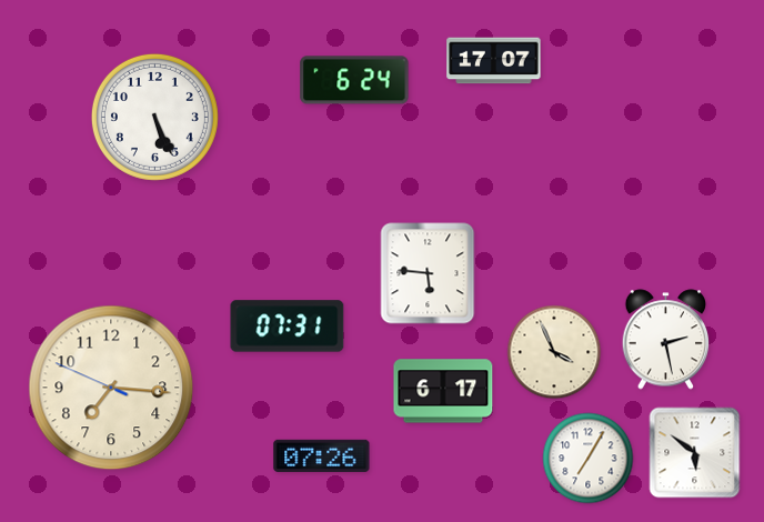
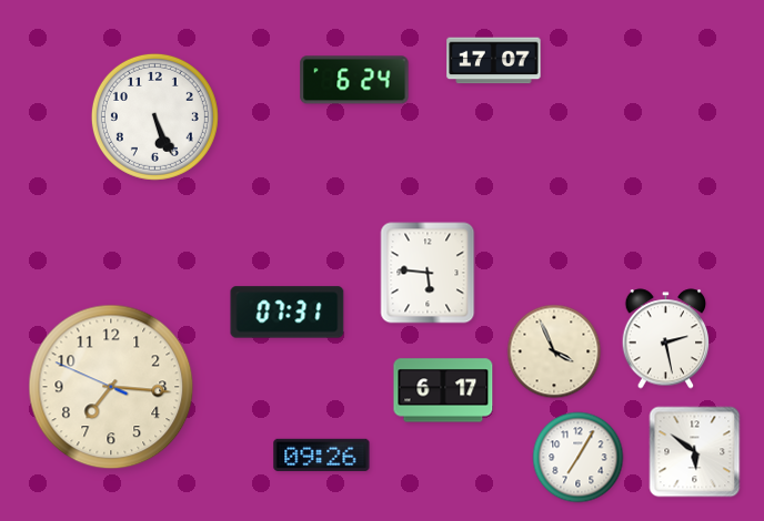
clock at (288, 327) position: (288, 327) -> (288, 313)
clock at (322, 455): 07:26 -> 09:26
clock at (589, 459) position: (589, 459) -> (579, 458)
